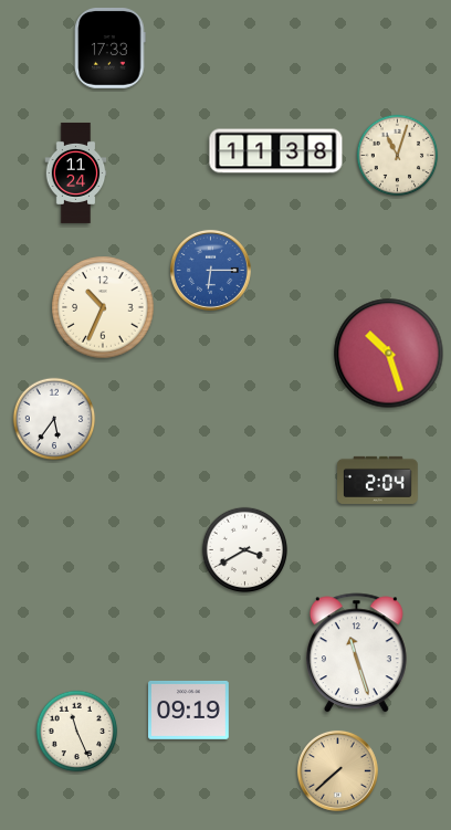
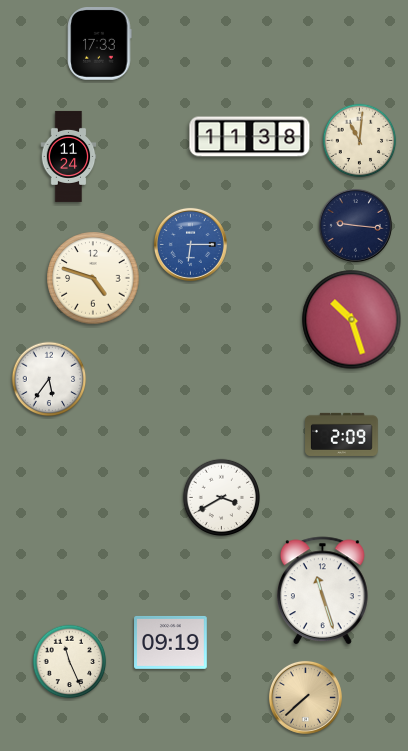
clock at (398, 156): 11:03 -> 11:01
clock at (355, 225): none -> 9:16
clock at (103, 307): 10:34 -> 4:48
clock at (378, 480): 2:04 -> 2:09
